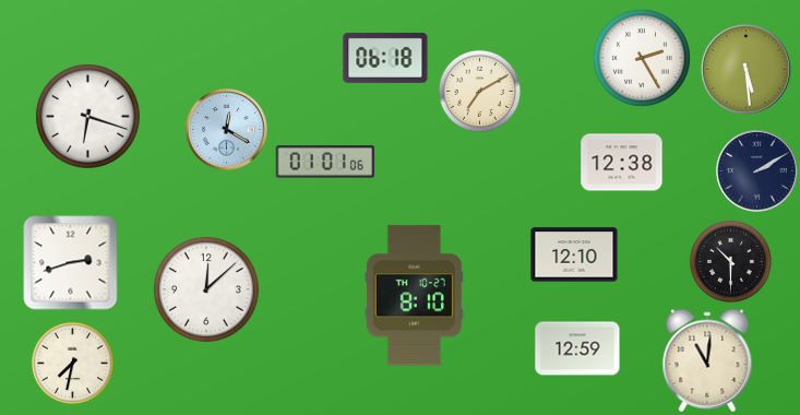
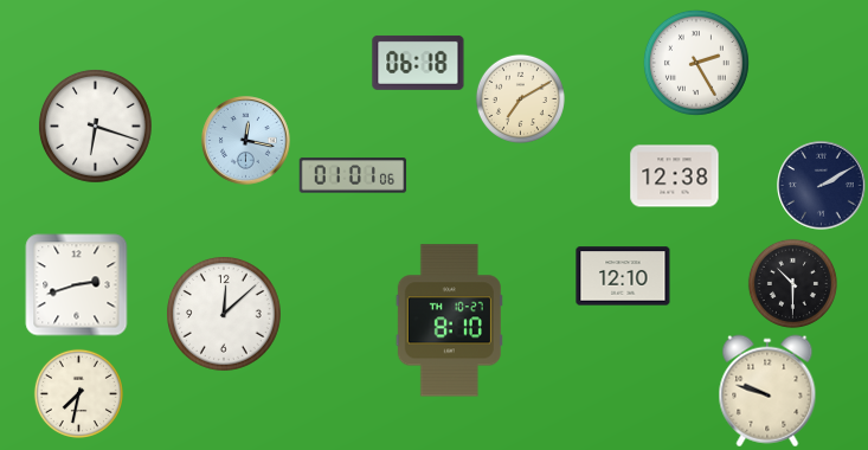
clock at (747, 70): 5:29 -> none
clock at (227, 130): 12:20 -> 12:17
clock at (577, 348): 12:59 -> none
clock at (707, 360): 11:01 -> 9:48
